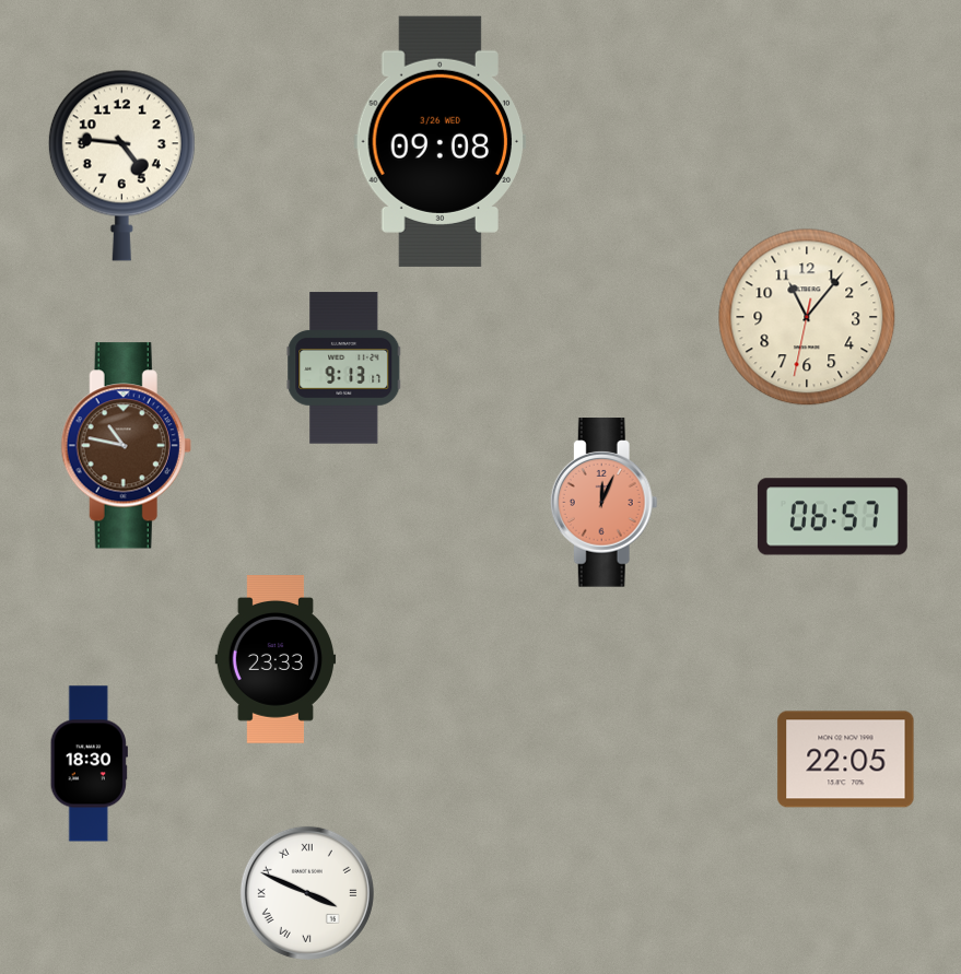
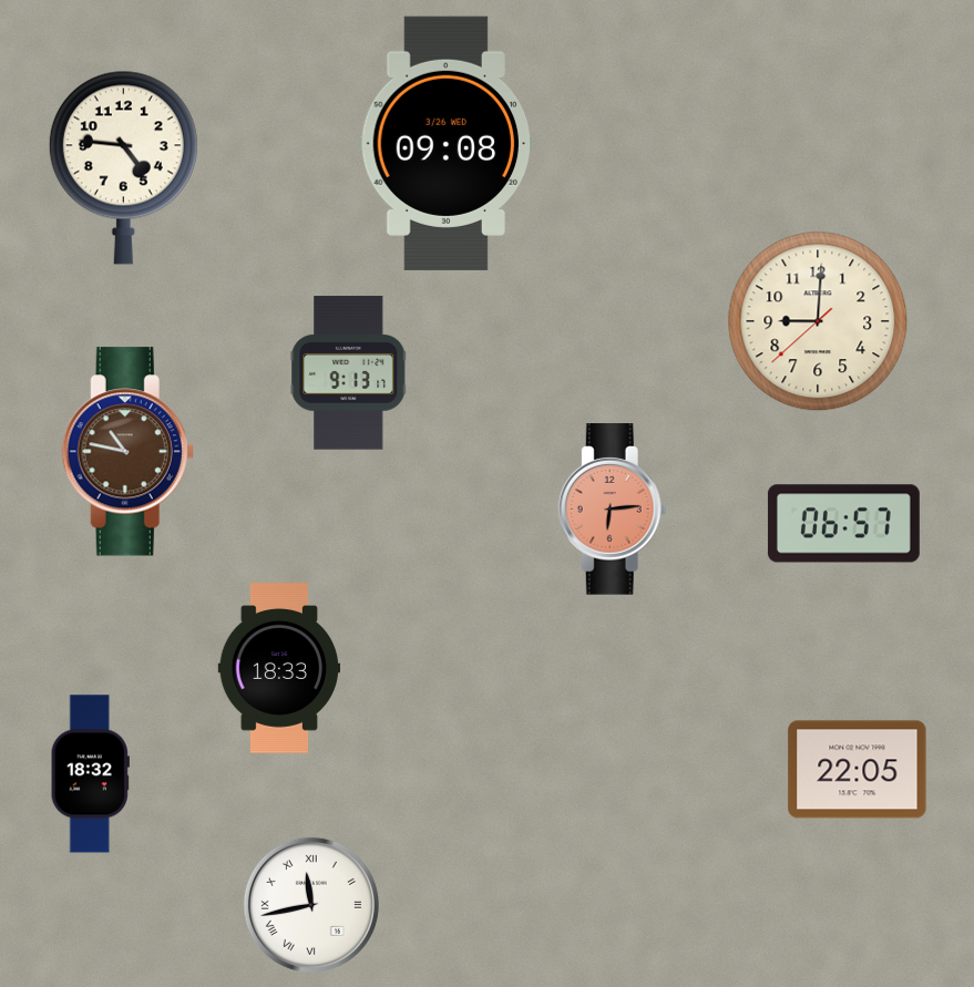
clock at (807, 317): 11:06 -> 9:00
clock at (603, 503): 12:04 -> 6:14
clock at (276, 659): 23:33 -> 18:33
clock at (89, 764): 18:30 -> 18:32
clock at (307, 893): 3:49 -> 11:43
